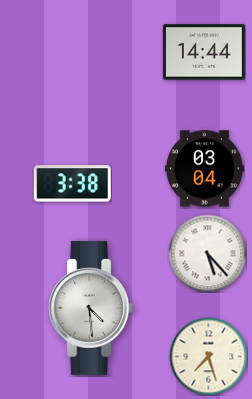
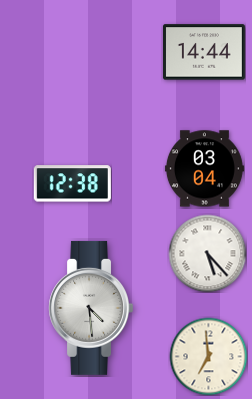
clock at (72, 184): 3:38 -> 12:38
clock at (208, 356): 7:27 -> 6:59
